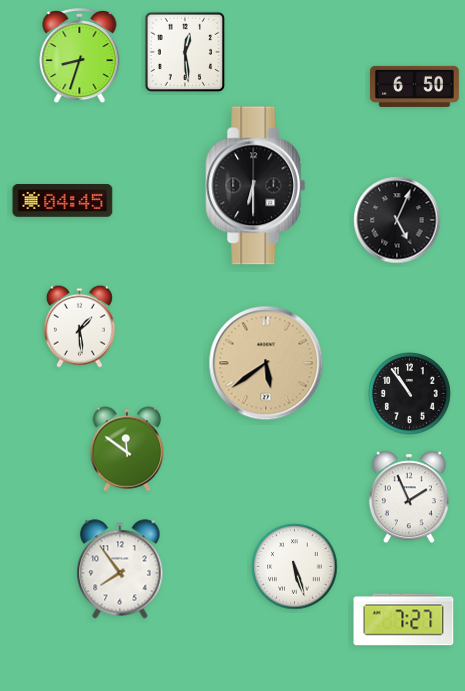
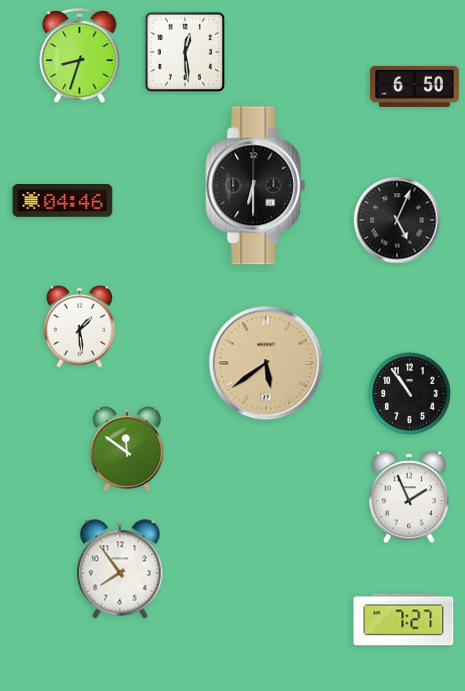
clock at (63, 201): 04:45 -> 04:46
clock at (295, 567): 5:27 -> none
